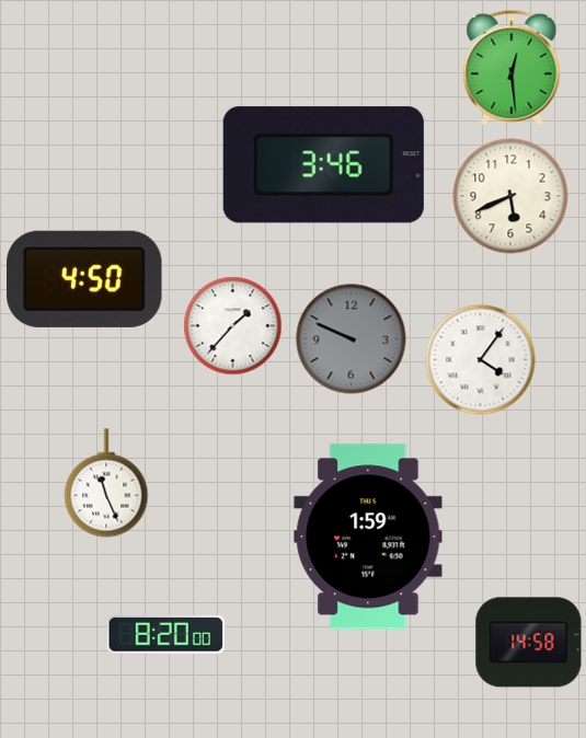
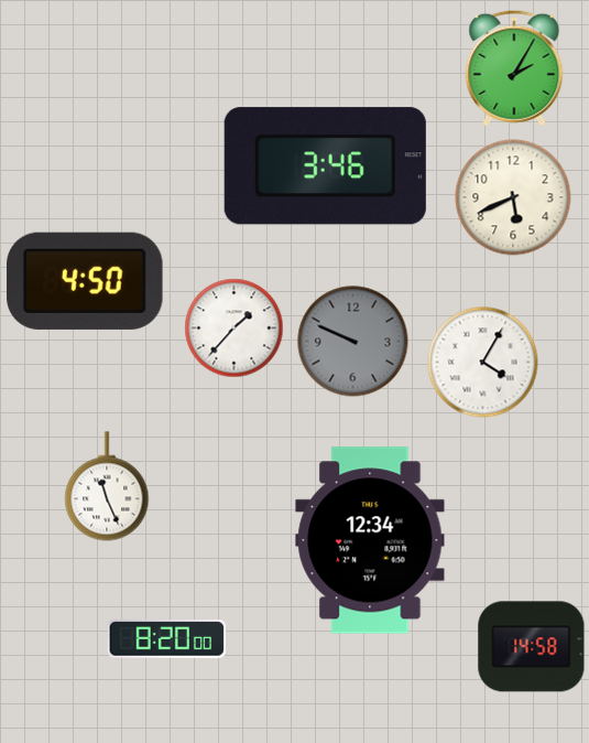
clock at (512, 68): 12:29 -> 2:05
clock at (481, 360): 4:06 -> 4:05
clock at (368, 537): 1:59 -> 12:34
